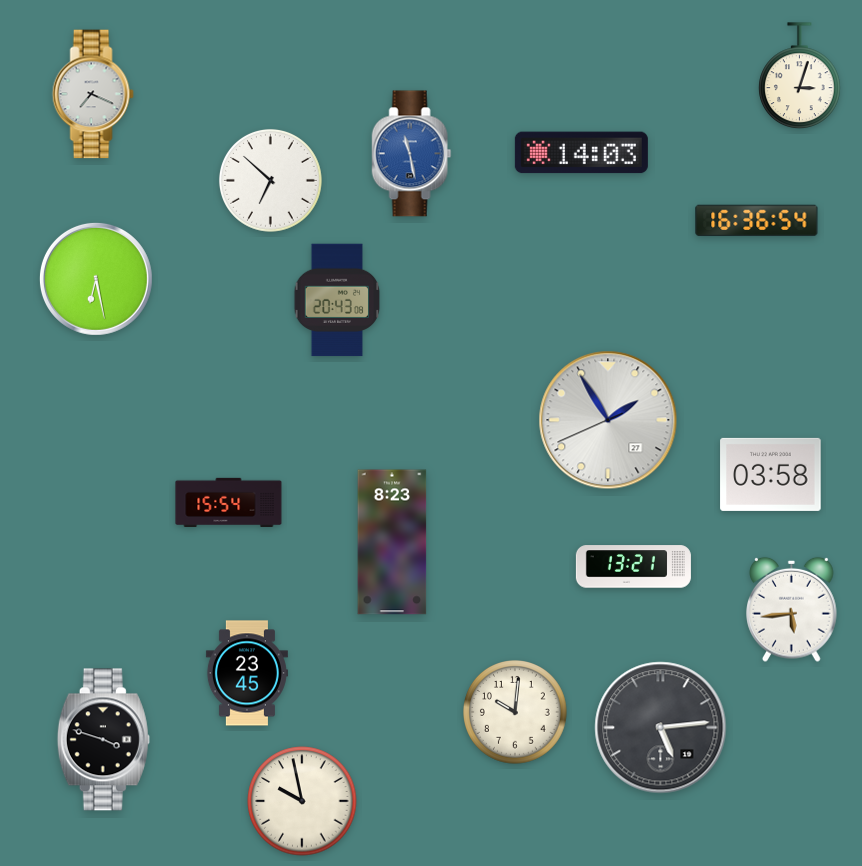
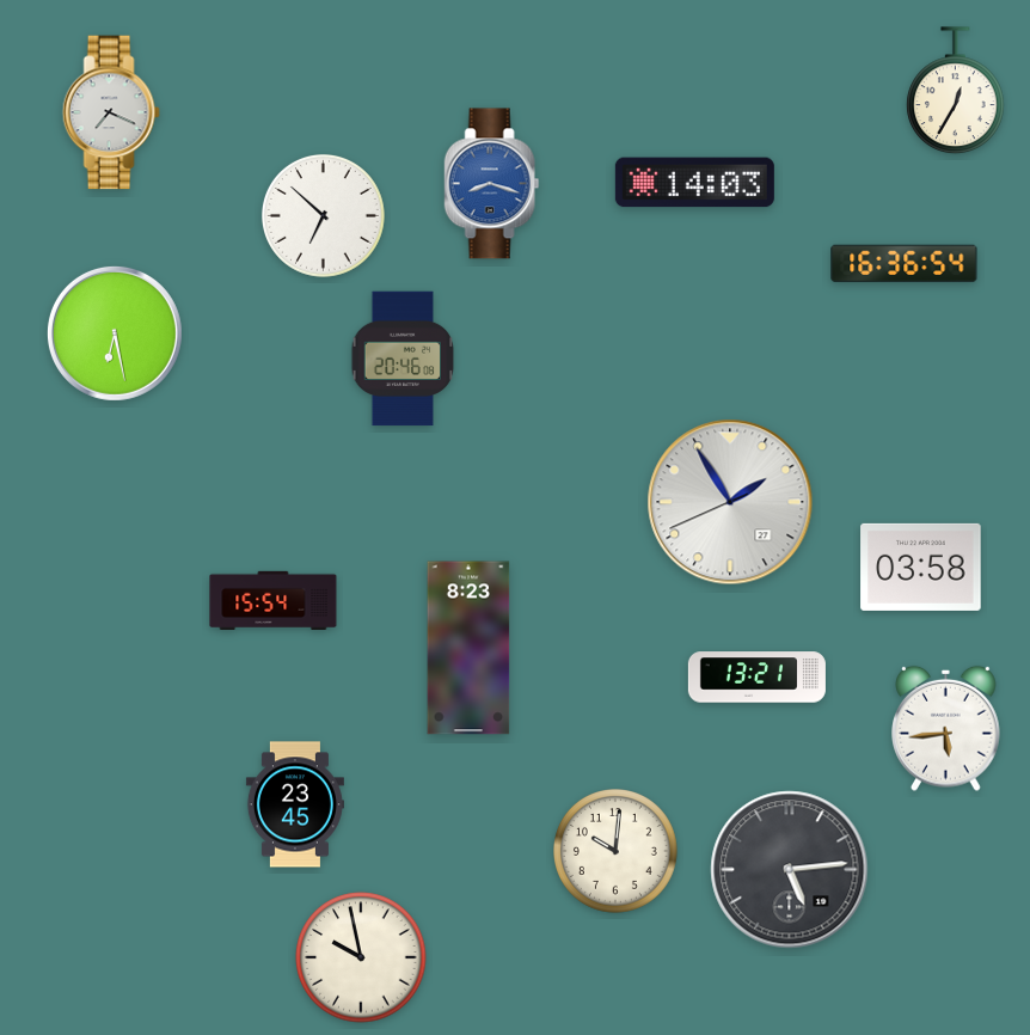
clock at (800, 76): 3:03 -> 12:35
clock at (412, 154): 11:28 -> 8:18
clock at (337, 300): 20:43 -> 20:46
clock at (608, 420) position: (608, 420) -> (730, 502)
clock at (103, 740): 3:48 -> none
